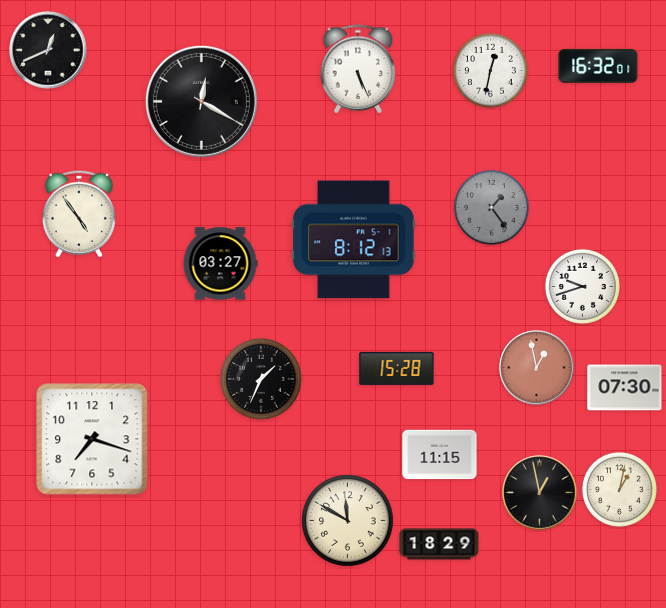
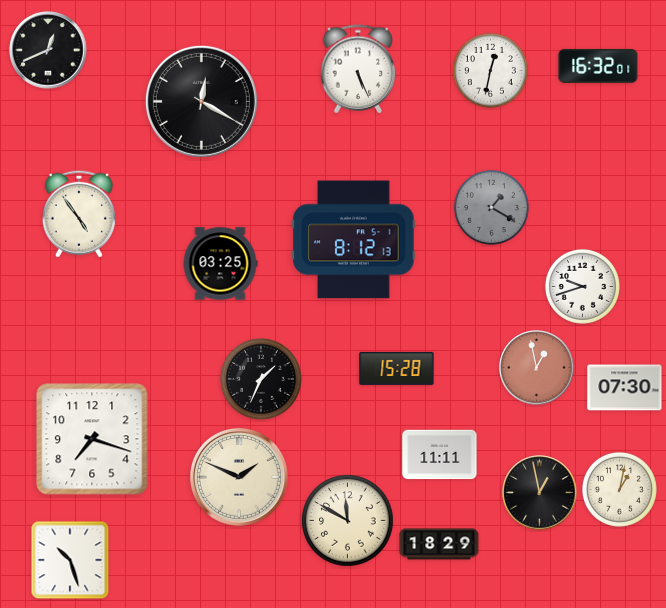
clock at (491, 207): 1:24 -> 1:20
clock at (220, 264): 03:27 -> 03:25
clock at (440, 455): 11:15 -> 11:11
clock at (239, 477): none -> 1:49
clock at (70, 560): none -> 10:27
